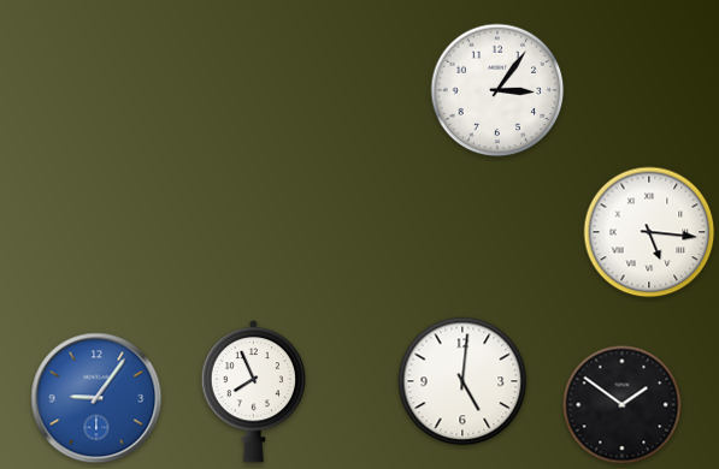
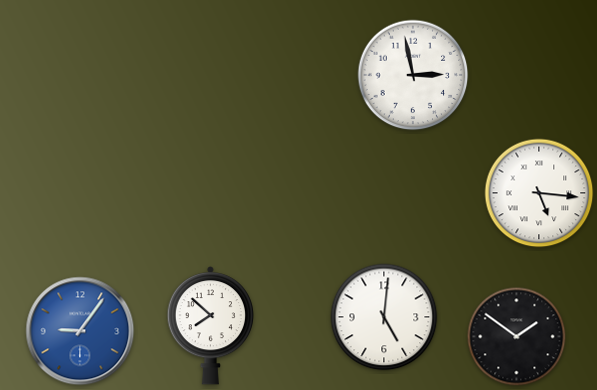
clock at (497, 90): 3:06 -> 2:58
clock at (253, 392): 7:56 -> 7:52
